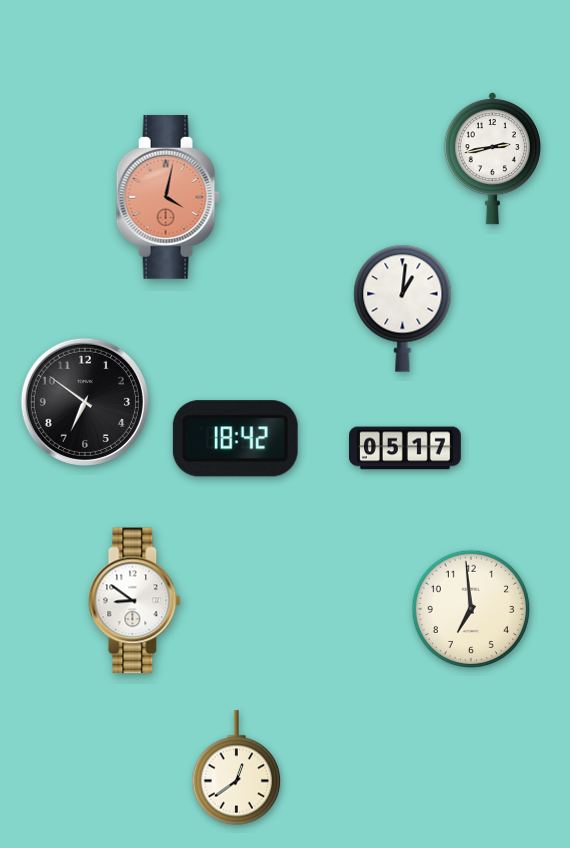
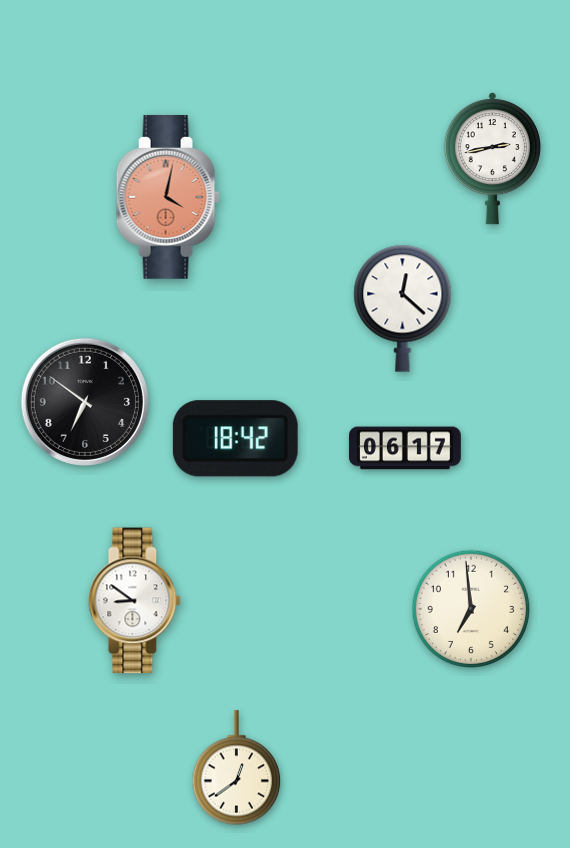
clock at (403, 308): 1:01 -> 12:22
clock at (405, 448): 05:17 -> 06:17
